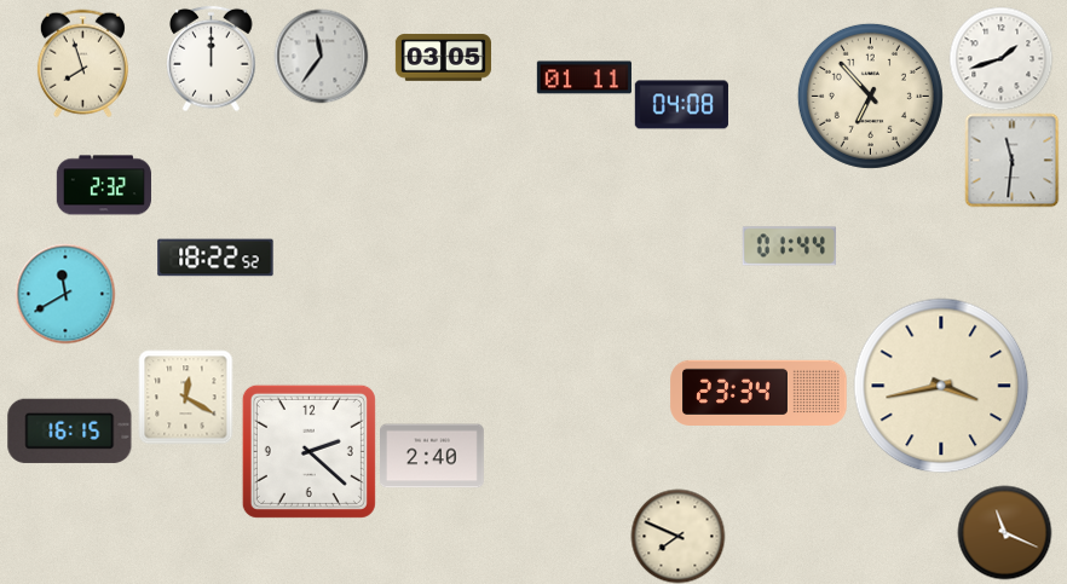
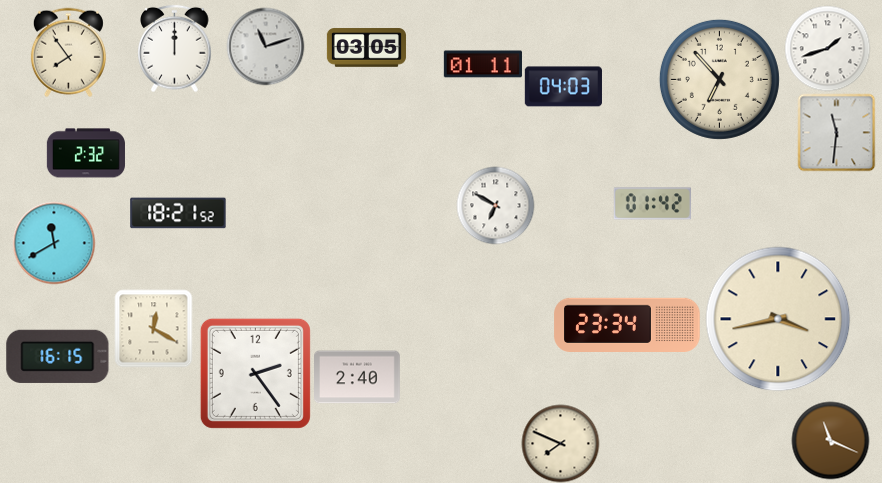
clock at (321, 56): 11:36 -> 11:12
clock at (82, 63): 7:57 -> 7:54
clock at (681, 105): 04:08 -> 04:03
clock at (789, 247): 01:44 -> 01:42
clock at (495, 205): none -> 6:50
clock at (215, 258): 18:22 -> 18:21
clock at (308, 451): 2:22 -> 2:24
